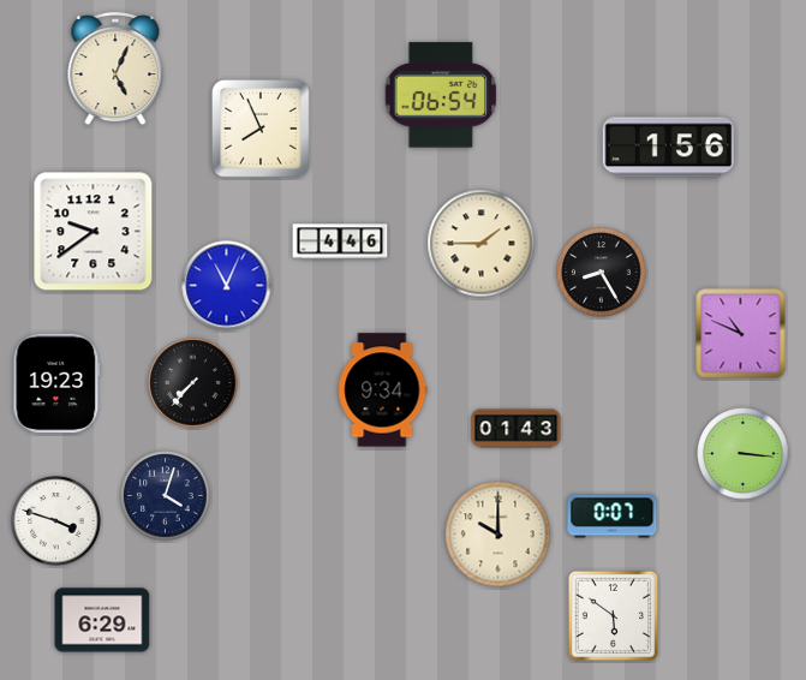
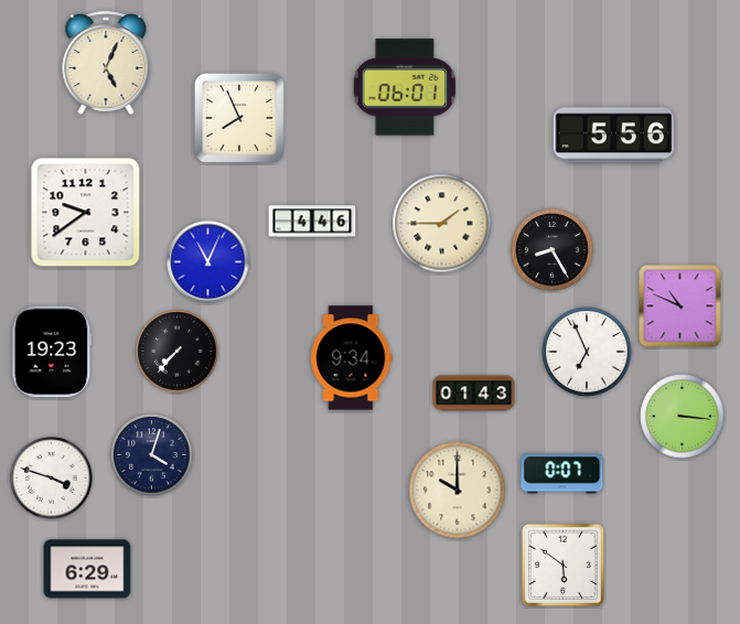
clock at (441, 95): 06:54 -> 06:01
clock at (668, 148): 1:56 -> 5:56
clock at (587, 352): none -> 6:56
clock at (102, 620) position: (102, 620) -> (87, 569)
